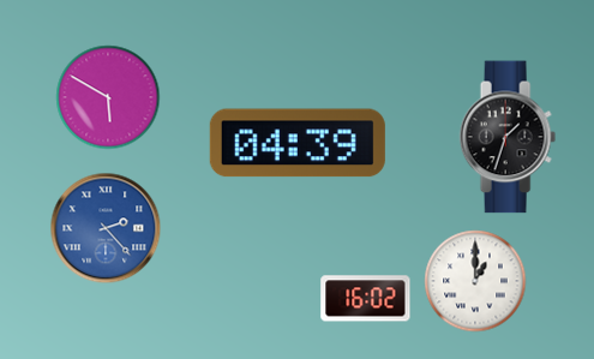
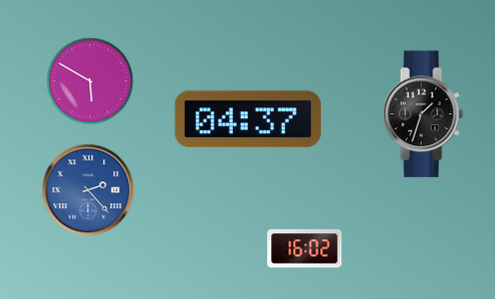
clock at (298, 143): 04:39 -> 04:37
clock at (475, 281): 1:00 -> none
